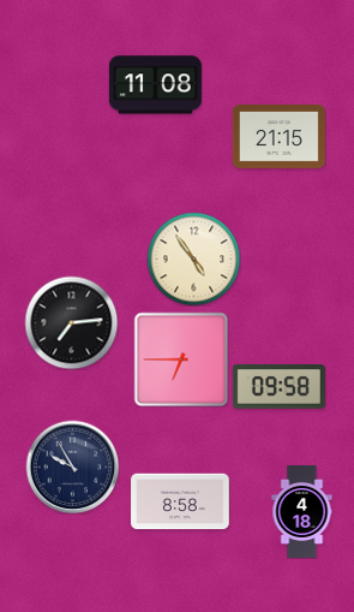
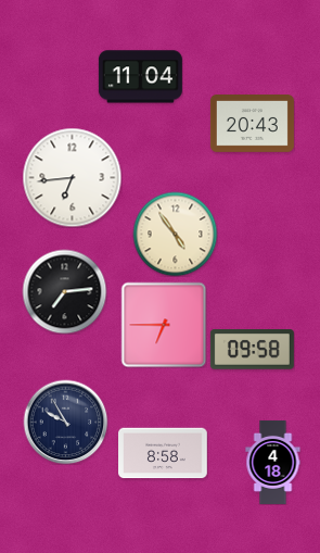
clock at (155, 85): 11:08 -> 11:04
clock at (278, 137): 21:15 -> 20:43
clock at (72, 177): none -> 6:44
